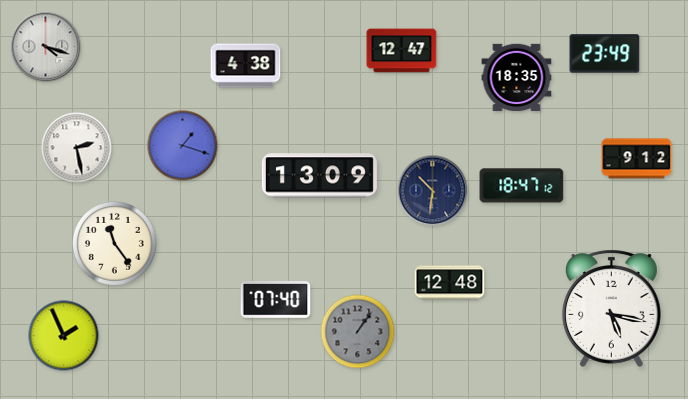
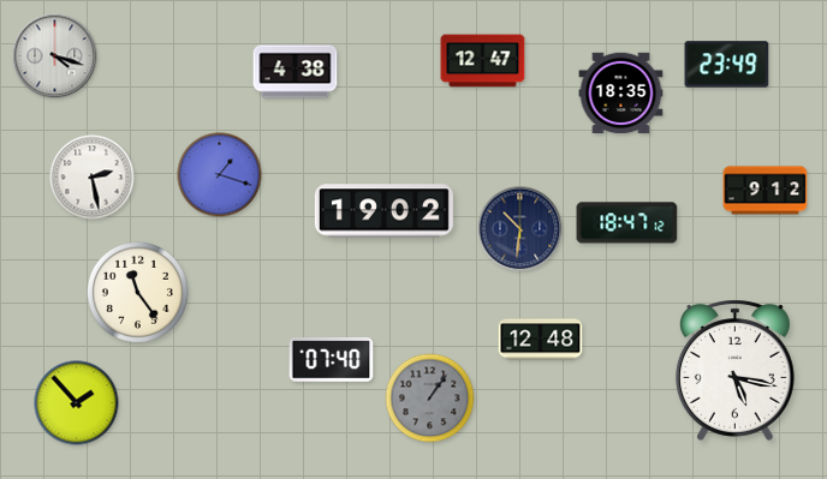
clock at (246, 66) position: (246, 66) -> (296, 72)
clock at (319, 176): 13:09 -> 19:02
clock at (64, 336): 1:56 -> 1:53
